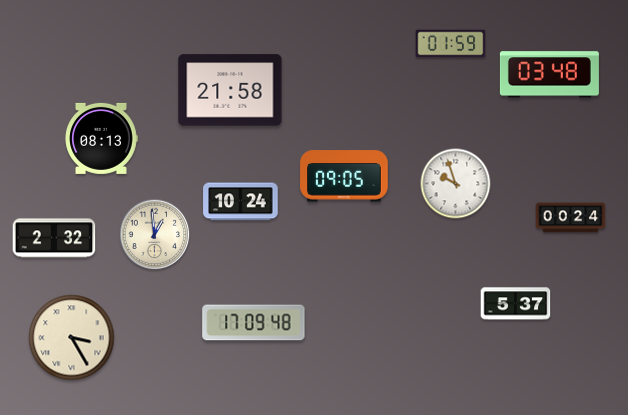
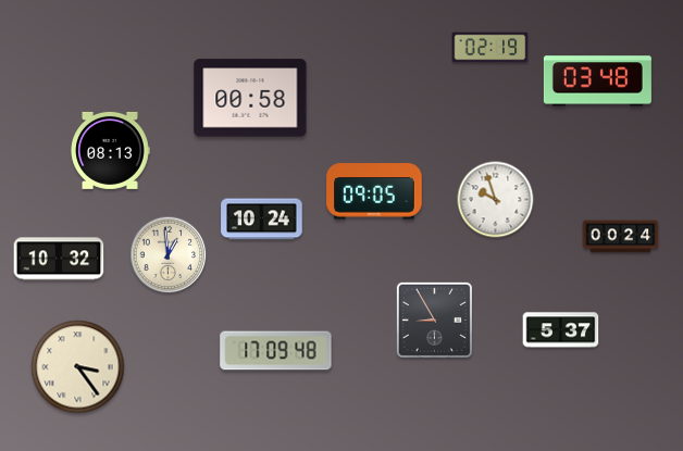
clock at (451, 44): 01:59 -> 02:19
clock at (230, 90): 21:58 -> 00:58
clock at (54, 238): 2:32 -> 10:32
clock at (434, 320): none -> 8:55
clock at (72, 338): 3:25 -> 3:24
